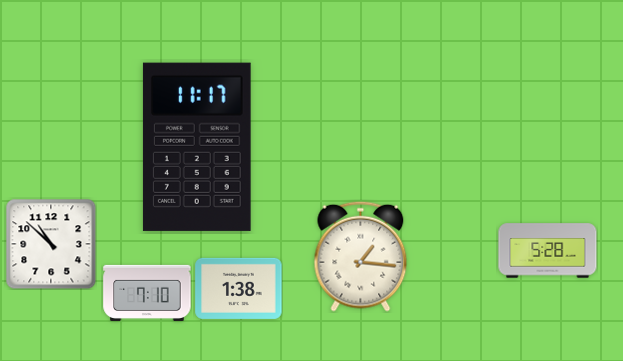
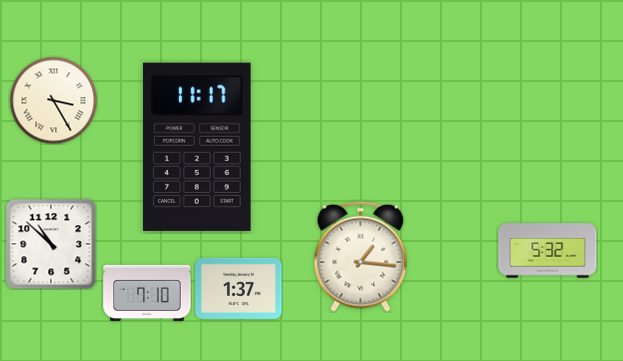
clock at (53, 100): none -> 3:25
clock at (548, 251): 5:28 -> 5:32
clock at (239, 288): 1:38 -> 1:37
